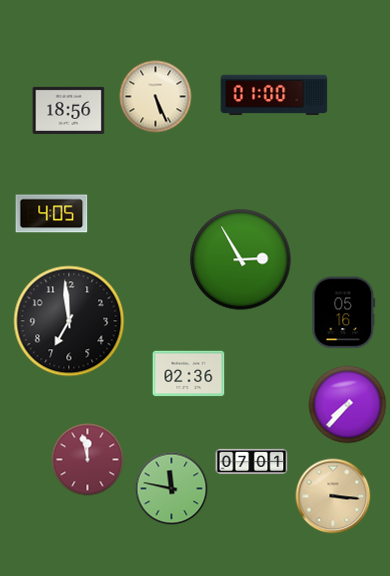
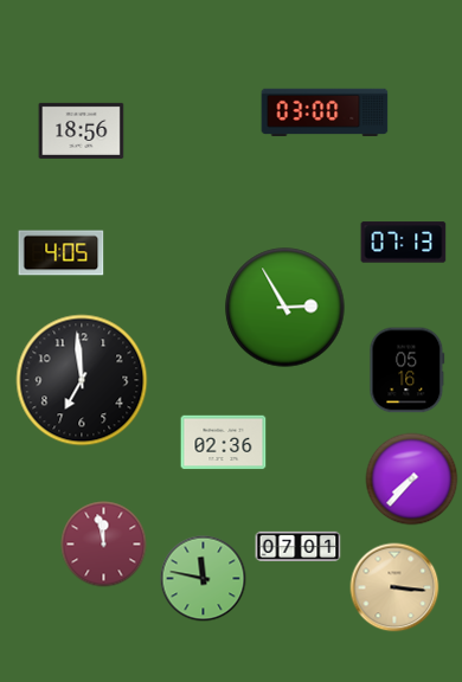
clock at (274, 95): 01:00 -> 03:00
clock at (156, 97): 5:26 -> none
clock at (404, 243): none -> 07:13
